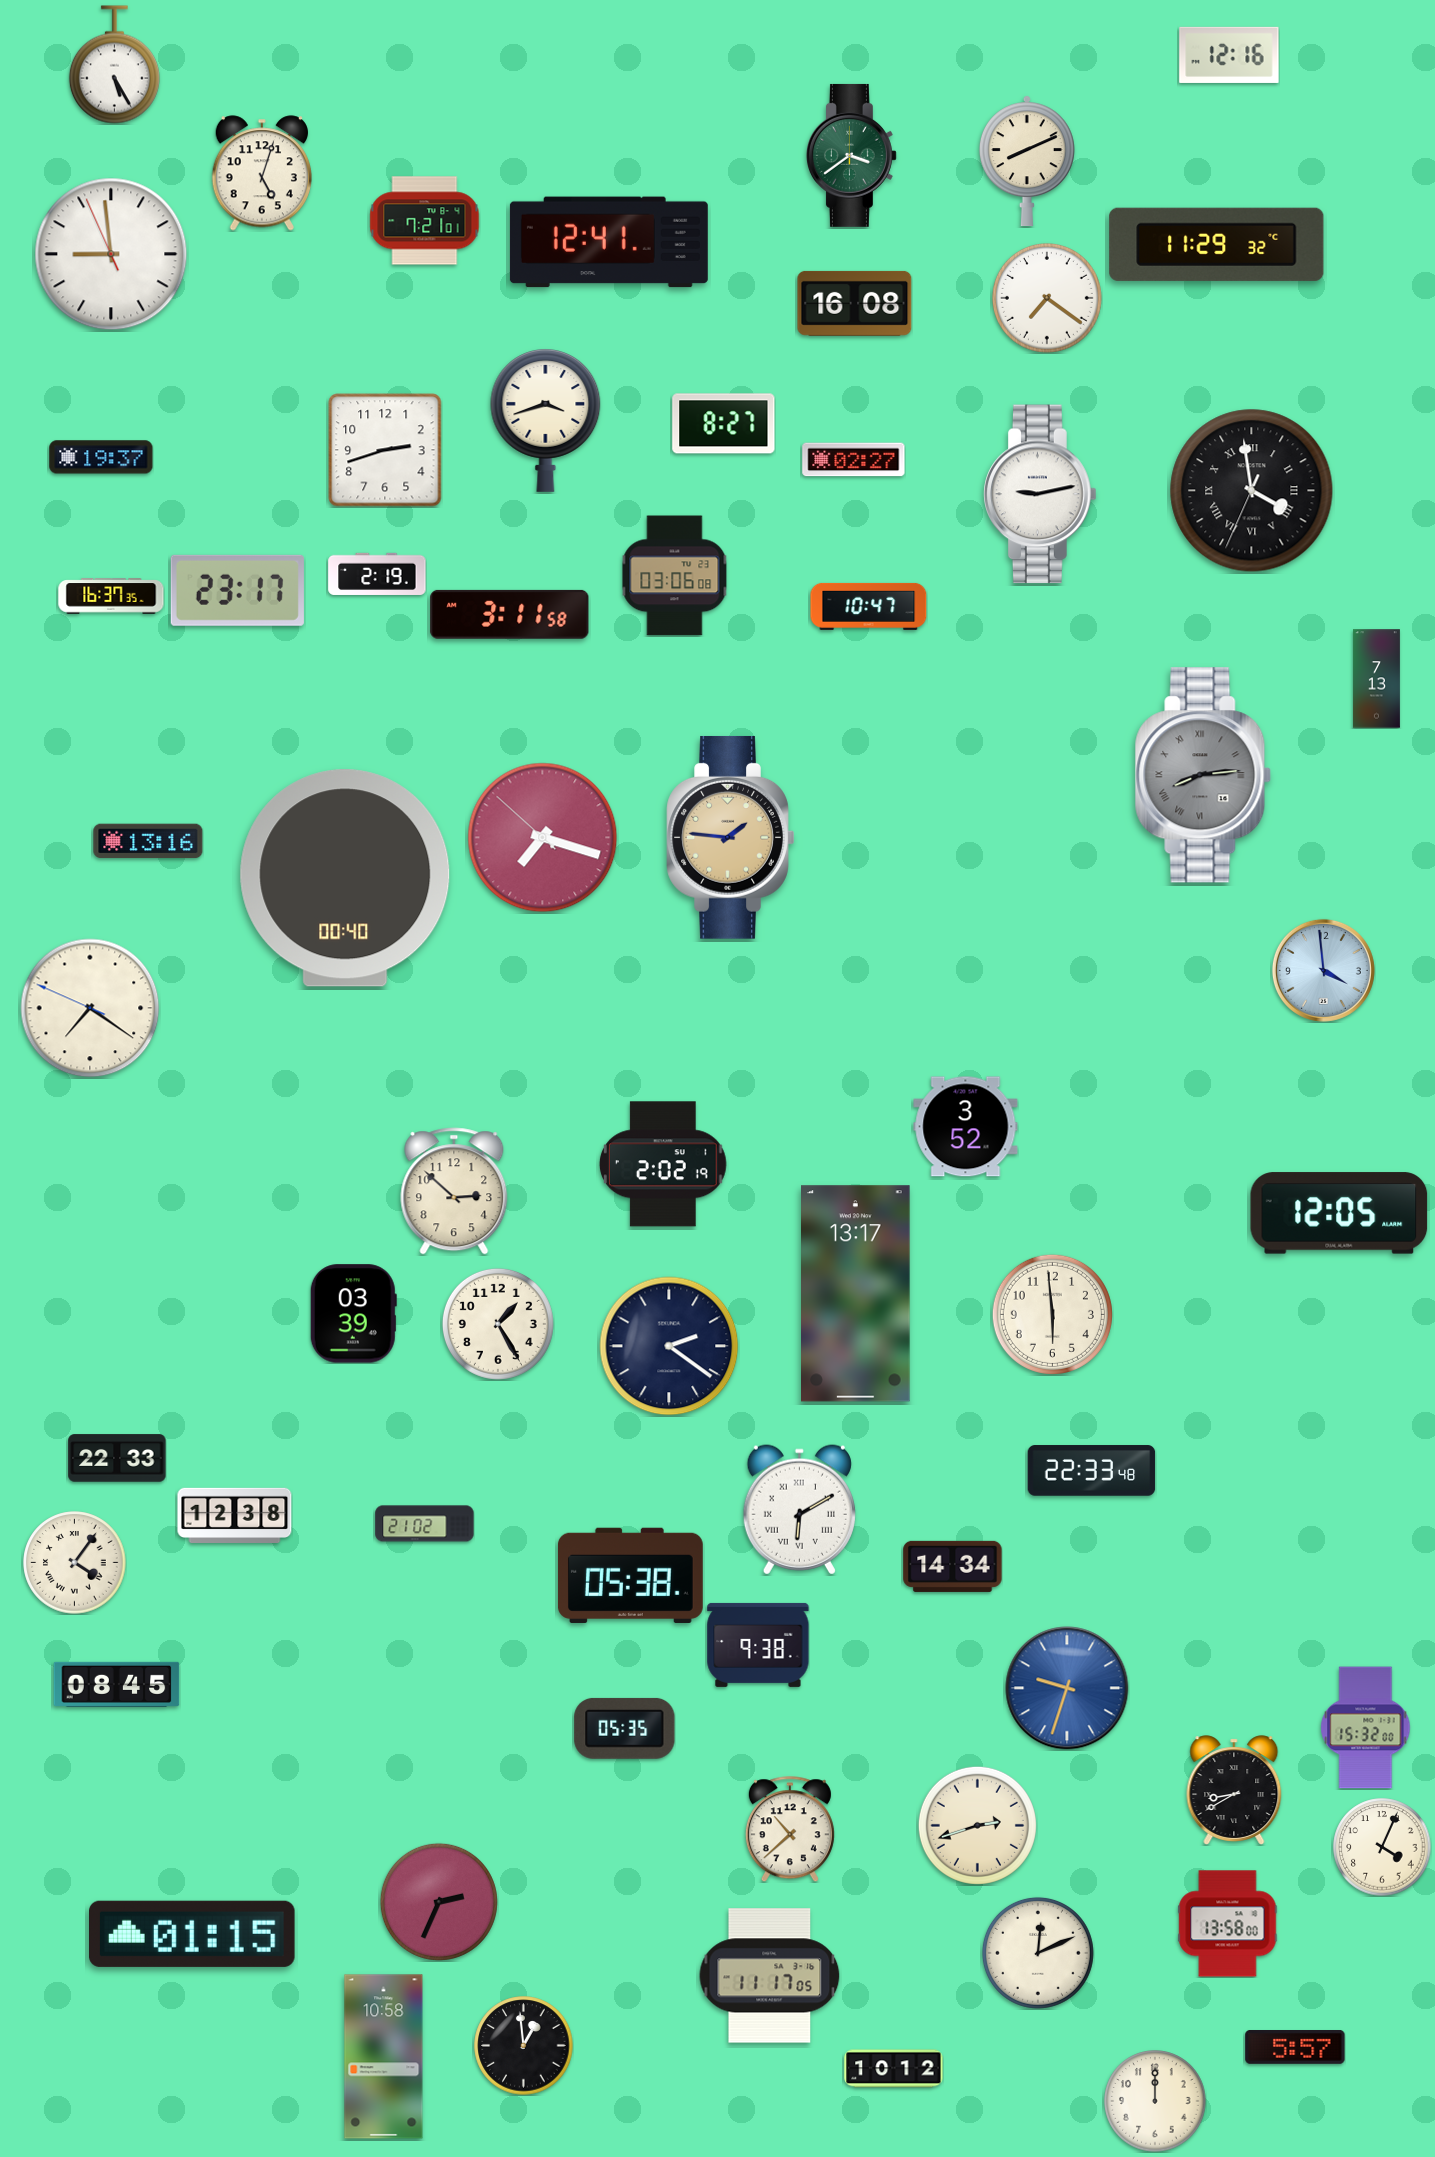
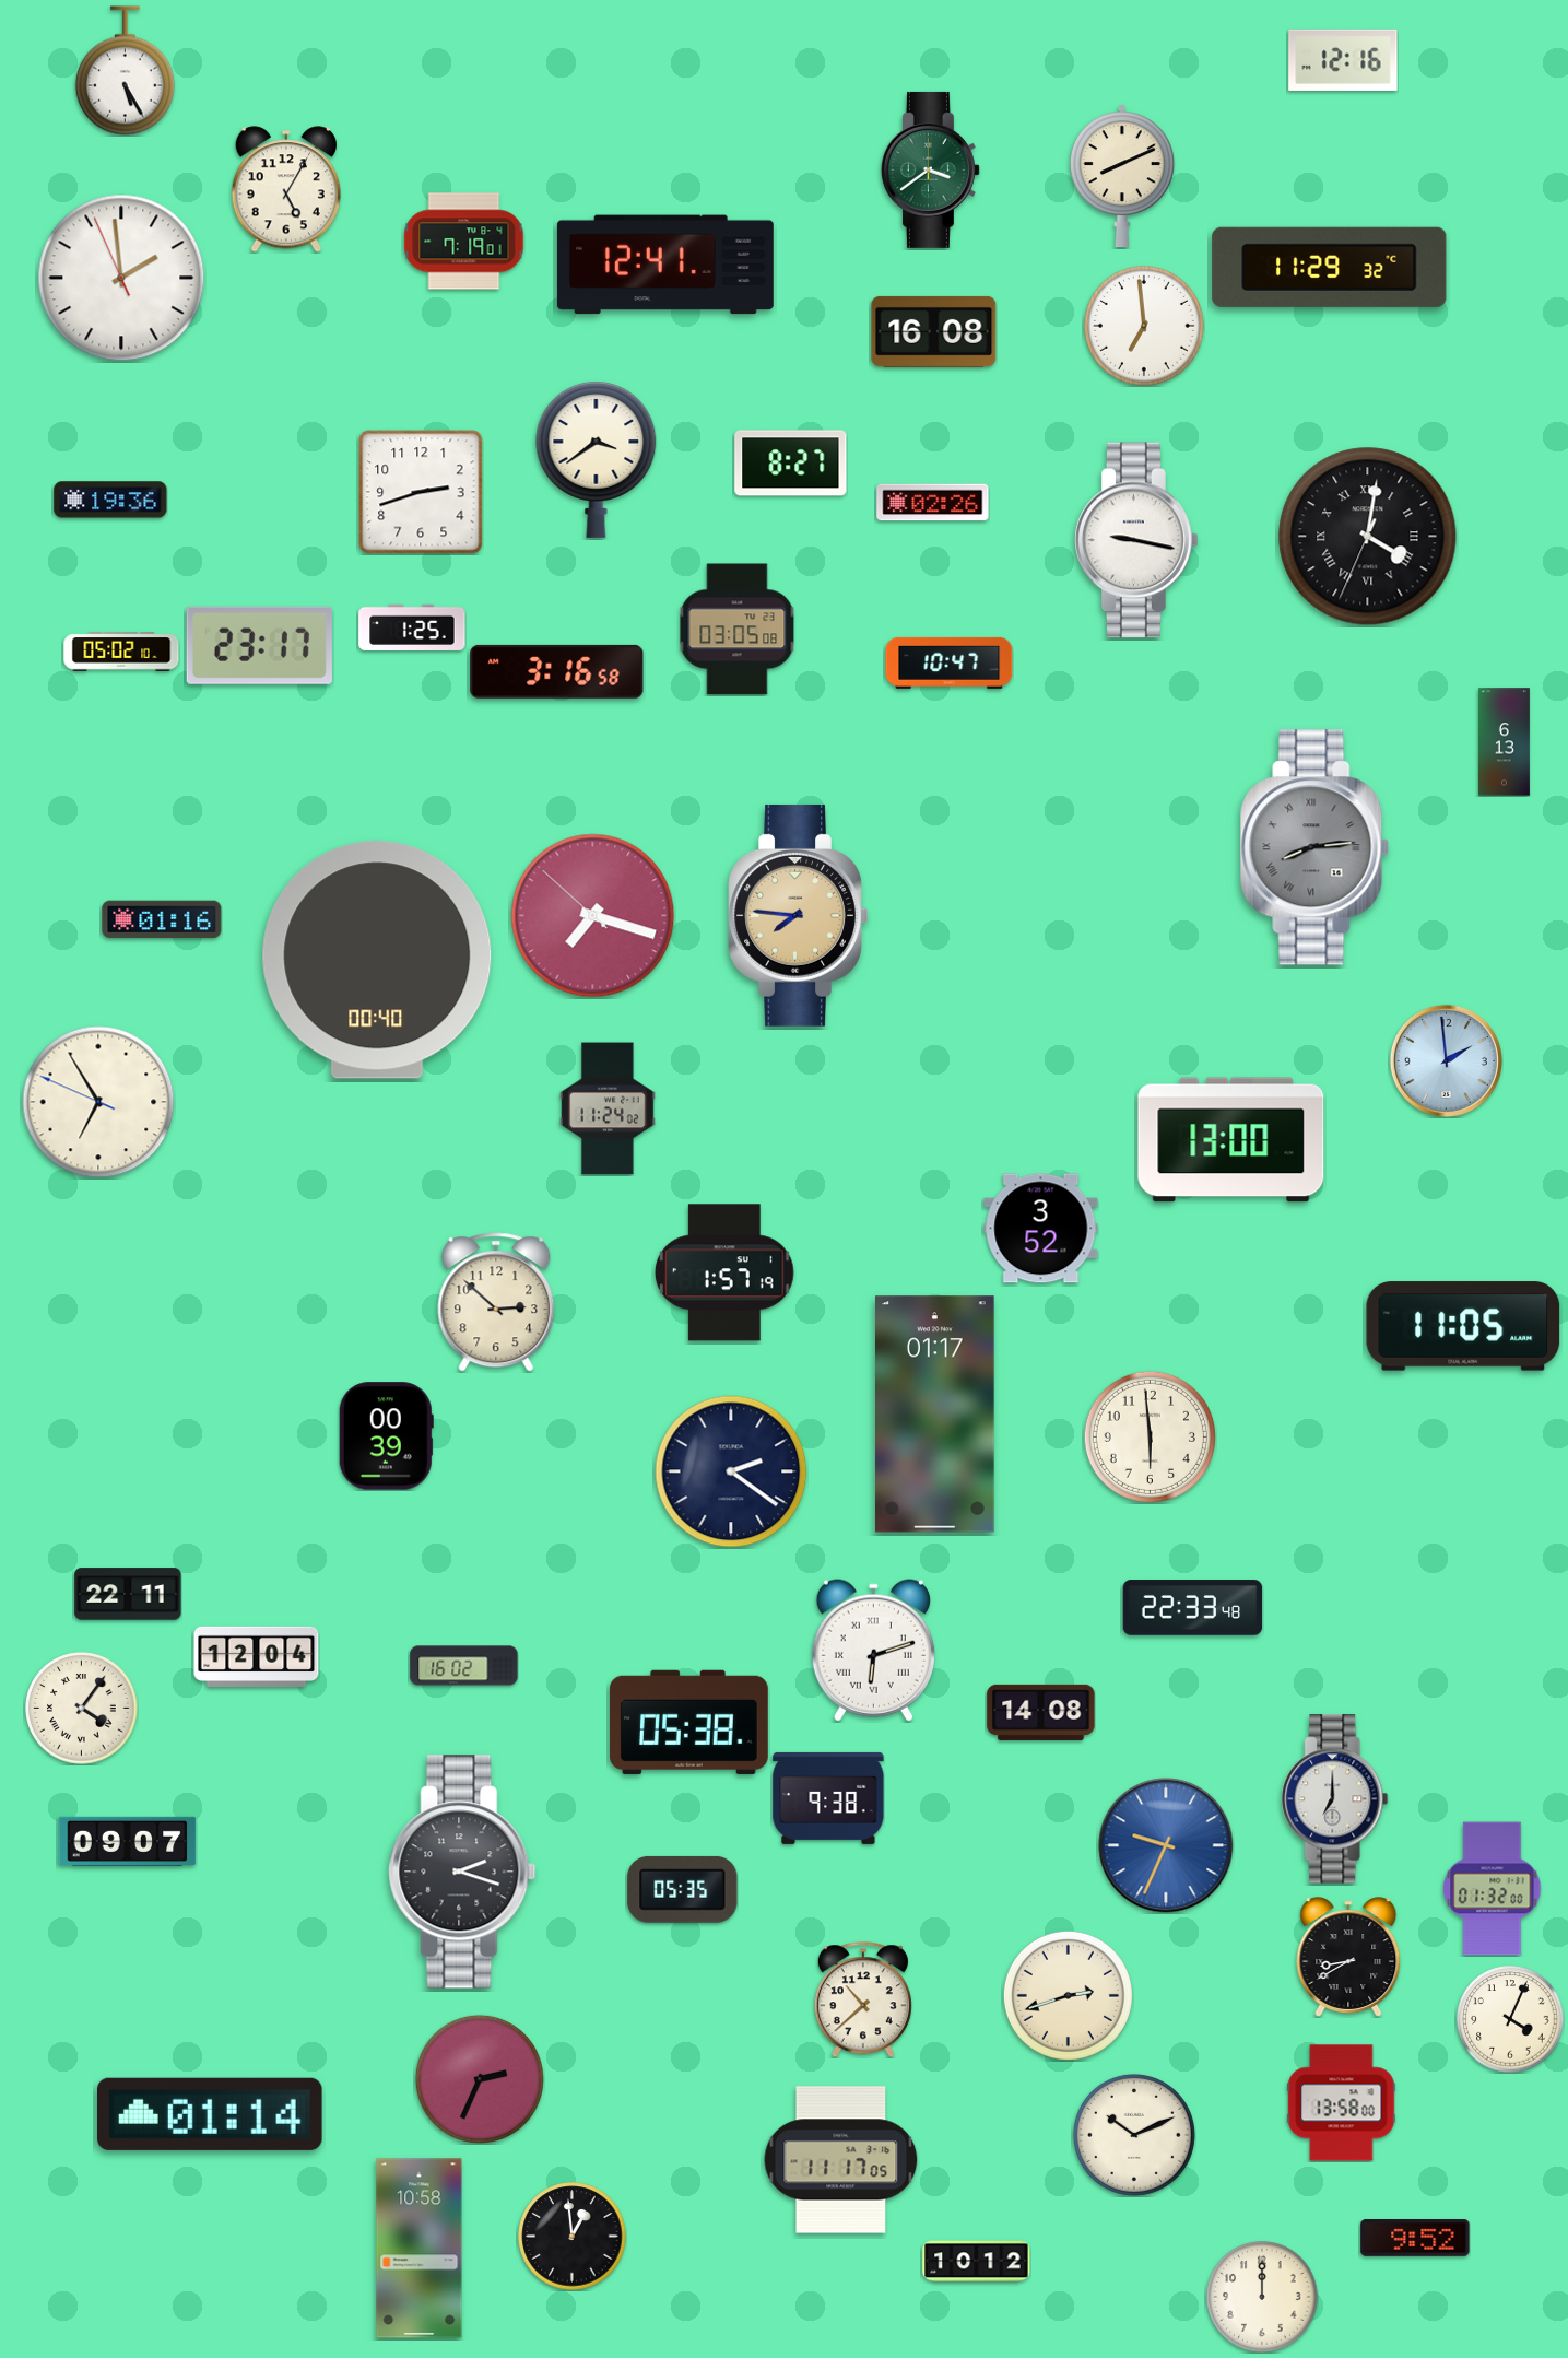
clock at (261, 173): 5:03 -> 5:05
clock at (425, 221): 7:21 -> 7:19
clock at (111, 254): 8:58 -> 1:58
clock at (1047, 298): 7:21 -> 6:59
clock at (546, 420): 3:42 -> 3:39
clock at (101, 457): 19:37 -> 19:36
clock at (854, 460): 02:27 -> 02:26
clock at (1252, 491): 3:58 -> 4:01
clock at (1040, 494): 9:13 -> 9:17
clock at (377, 574): 2:19 -> 1:25
clock at (675, 576): 03:06 -> 03:05
clock at (111, 596): 16:37 -> 05:02
clock at (510, 614): 3:11 -> 3:16
clock at (1377, 679): 7:13 -> 6:13
clock at (731, 837): 1:46 -> 7:46
clock at (148, 841): 13:16 -> 01:16
clock at (1323, 970): 3:59 -> 1:59
clock at (90, 1008): 7:20 -> 6:54
clock at (608, 1108): none -> 11:24
clock at (1231, 1140): none -> 13:00
clock at (966, 1127) position: (966, 1127) -> (1041, 1229)
clock at (664, 1164): 2:02 -> 1:57
clock at (1339, 1213): 12:05 -> 11:05
clock at (856, 1294): 13:17 -> 01:17
clock at (353, 1314): 03:39 -> 00:39
clock at (498, 1324): 1:25 -> none
clock at (117, 1458): 22:33 -> 22:11
clock at (799, 1510): 6:10 -> 6:12
clock at (235, 1516): 12:38 -> 12:04
clock at (425, 1524): 21:02 -> 16:02
clock at (953, 1566): 14:34 -> 14:08
clock at (1335, 1799): none -> 7:00
clock at (117, 1684): 08:45 -> 09:07
clock at (1067, 1688): 9:33 -> 9:34
clock at (462, 1872): none -> 2:18
clock at (1366, 1728): 15:32 -> 01:32
clock at (193, 1934): 01:15 -> 01:14
clock at (1038, 1953): 12:11 -> 10:11
clock at (1295, 2048): 5:57 -> 9:52
